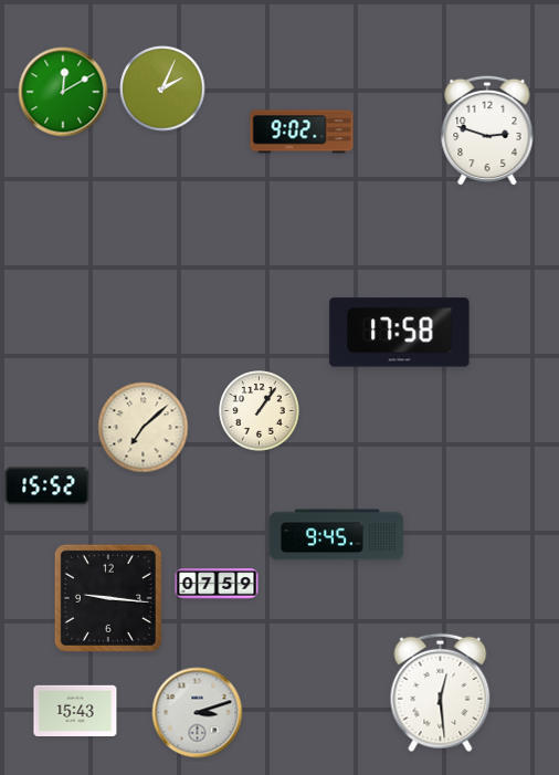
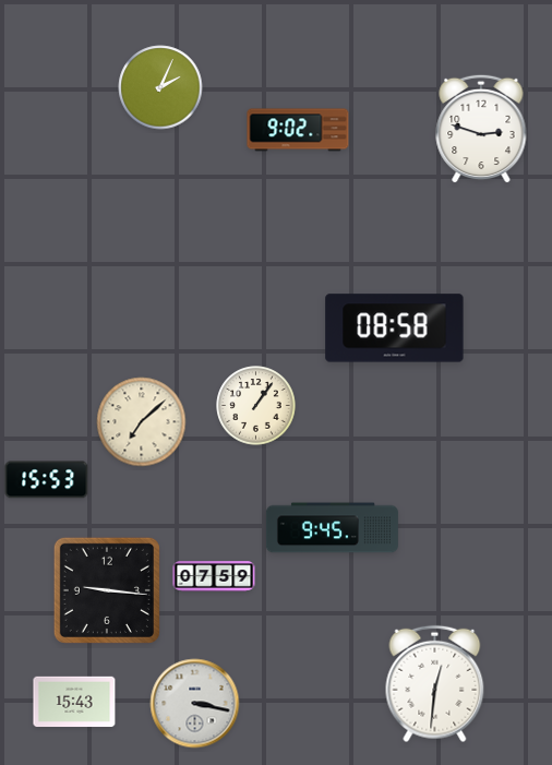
clock at (63, 92): 12:10 -> none
clock at (400, 333): 17:58 -> 08:58
clock at (48, 486): 15:52 -> 15:53
clock at (441, 693): 12:29 -> 12:31
clock at (198, 713): 3:12 -> 3:17
